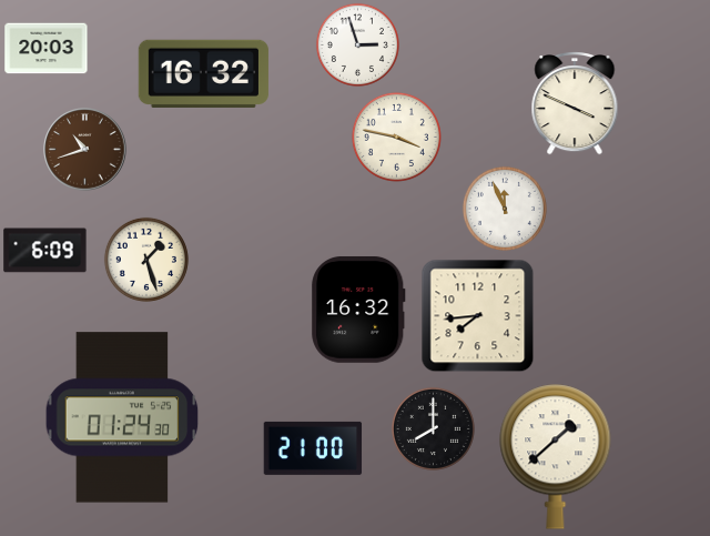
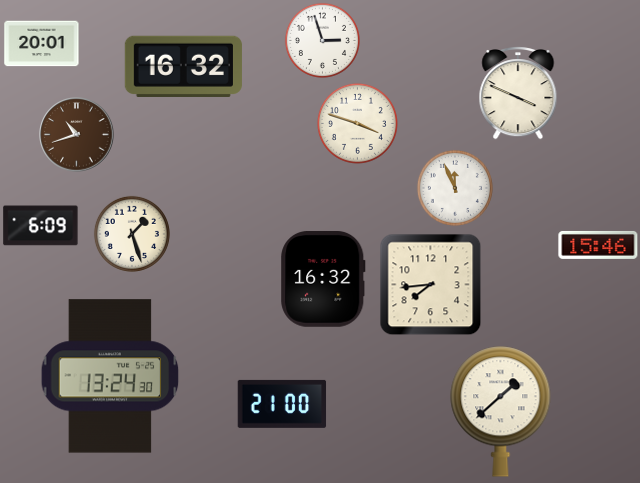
clock at (47, 49): 20:03 -> 20:01
clock at (396, 136): 3:47 -> 3:48
clock at (598, 245): none -> 15:46
clock at (122, 417): 01:24 -> 13:24
clock at (433, 428): 8:00 -> none
